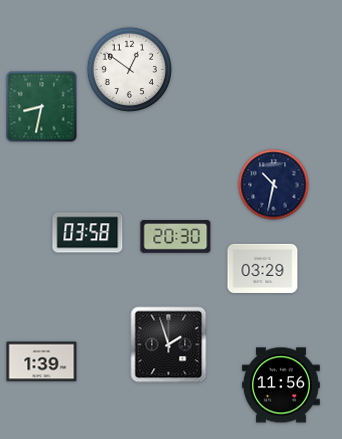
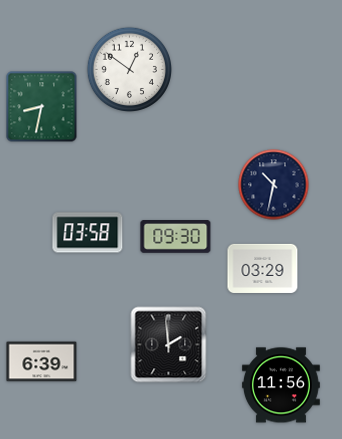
clock at (176, 237): 20:30 -> 09:30
clock at (169, 345): 1:57 -> 1:59
clock at (42, 362): 1:39 -> 6:39
